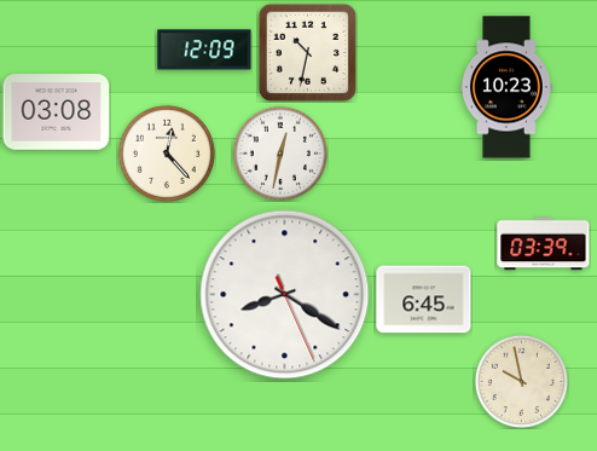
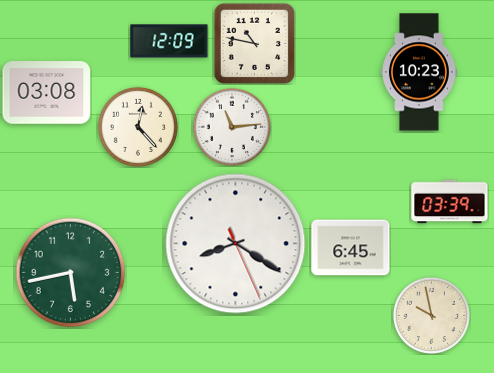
clock at (307, 52): 10:32 -> 10:47
clock at (280, 154): 12:32 -> 11:14
clock at (71, 273): none -> 5:43
